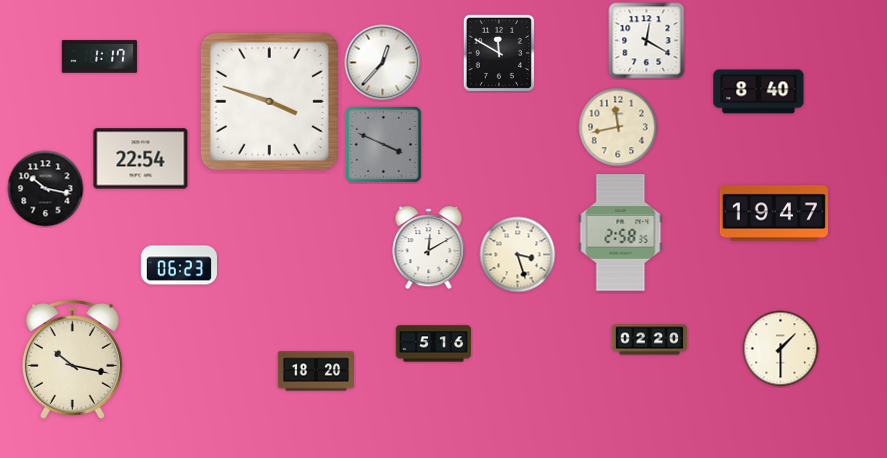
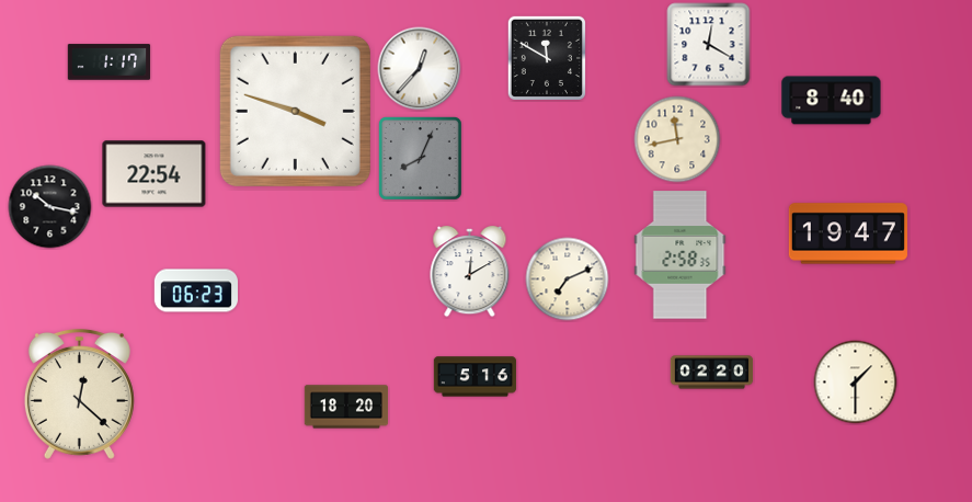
clock at (383, 144): 3:49 -> 8:04
clock at (518, 255): 3:27 -> 7:11
clock at (72, 359): 10:17 -> 12:22
